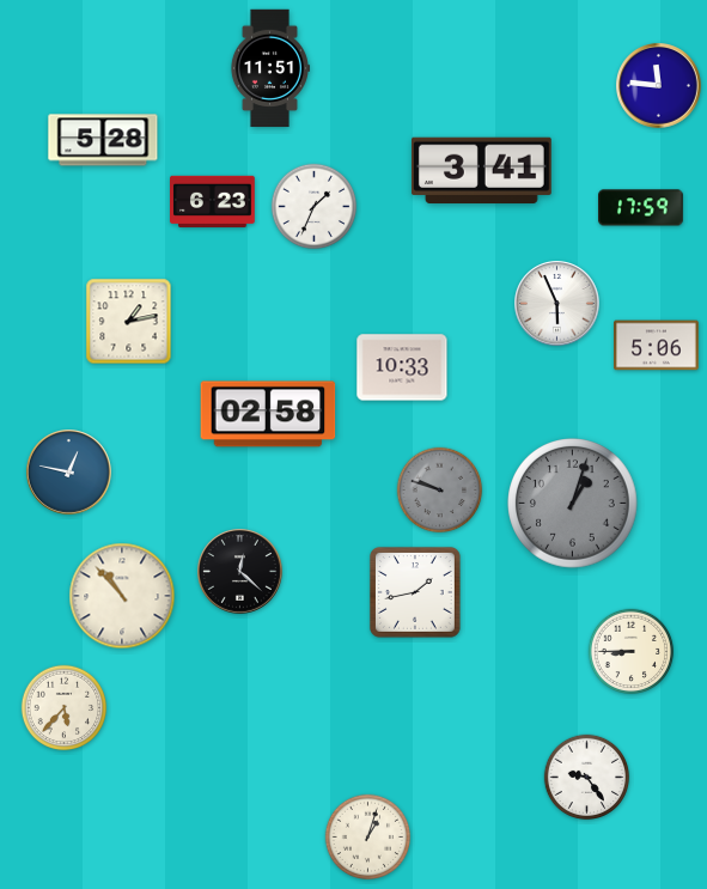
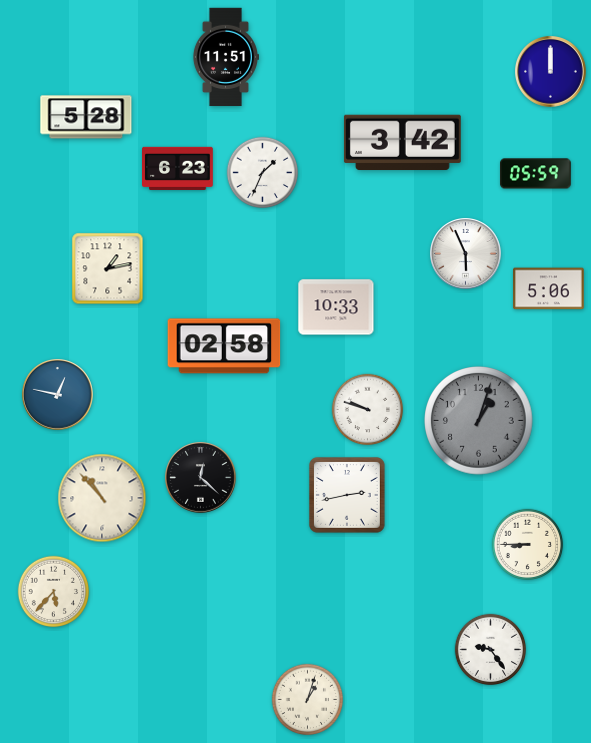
clock at (659, 86): 11:46 -> 12:00
clock at (481, 171): 3:41 -> 3:42
clock at (641, 208): 17:59 -> 05:59
clock at (440, 491) dial: grey -> white
clock at (415, 592): 1:43 -> 2:43
